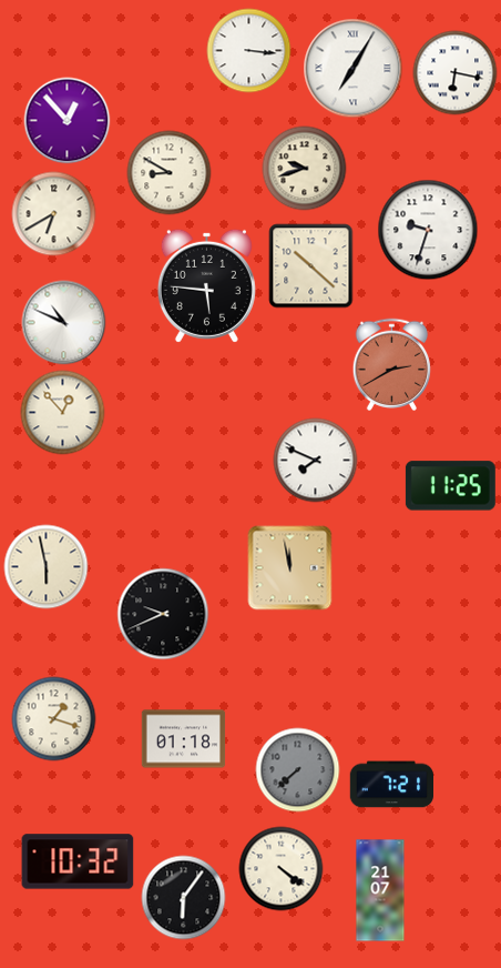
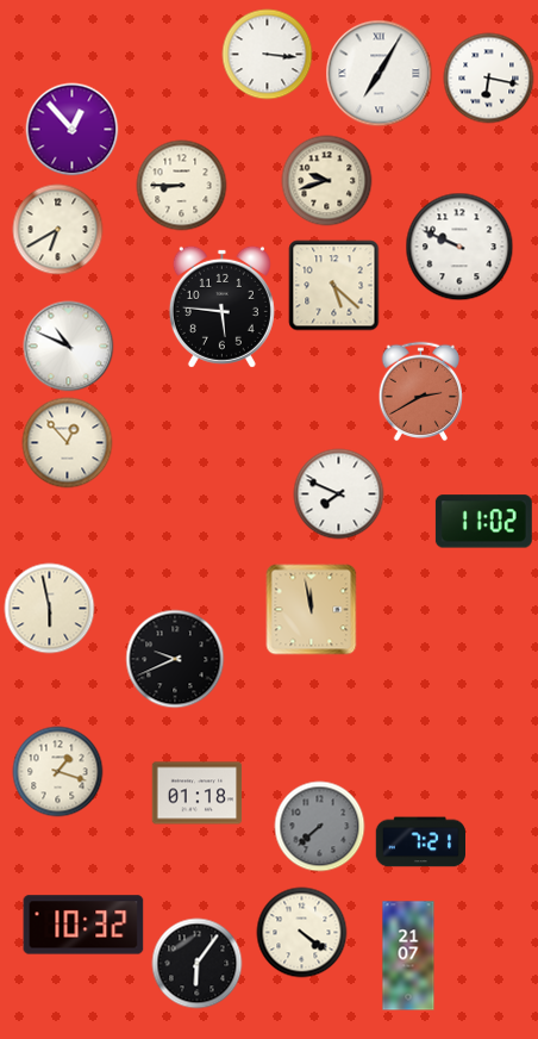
clock at (170, 173): 8:50 -> 8:45
clock at (428, 230): 9:33 -> 9:49
clock at (311, 266): 10:22 -> 5:22
clock at (450, 486): 11:25 -> 11:02
